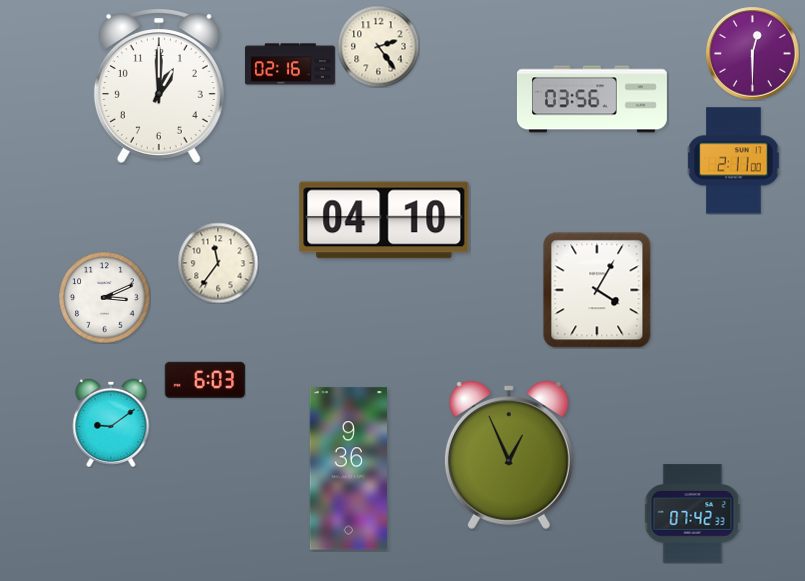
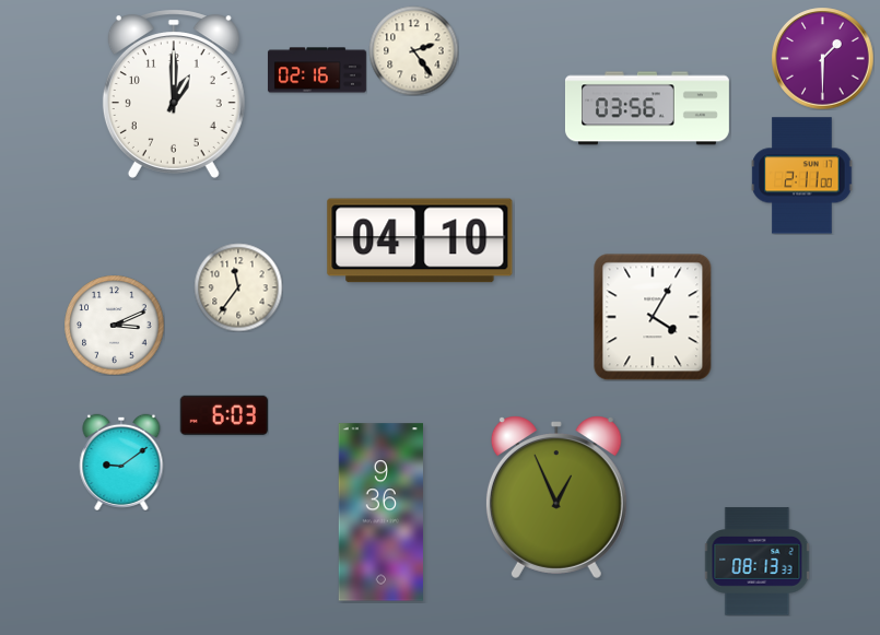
clock at (752, 53): 12:30 -> 1:30
clock at (693, 514): 07:42 -> 08:13
